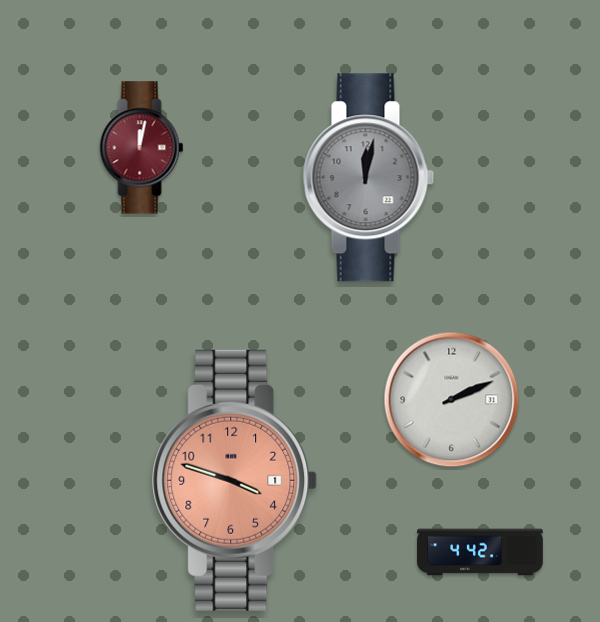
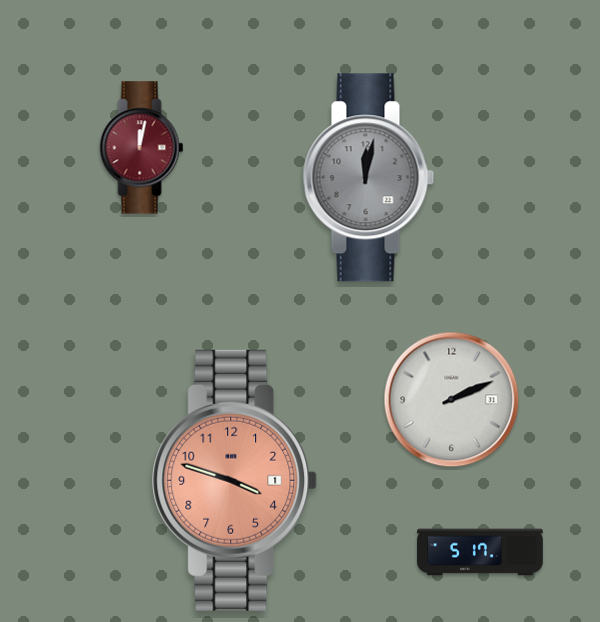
clock at (480, 552): 4:42 -> 5:17
